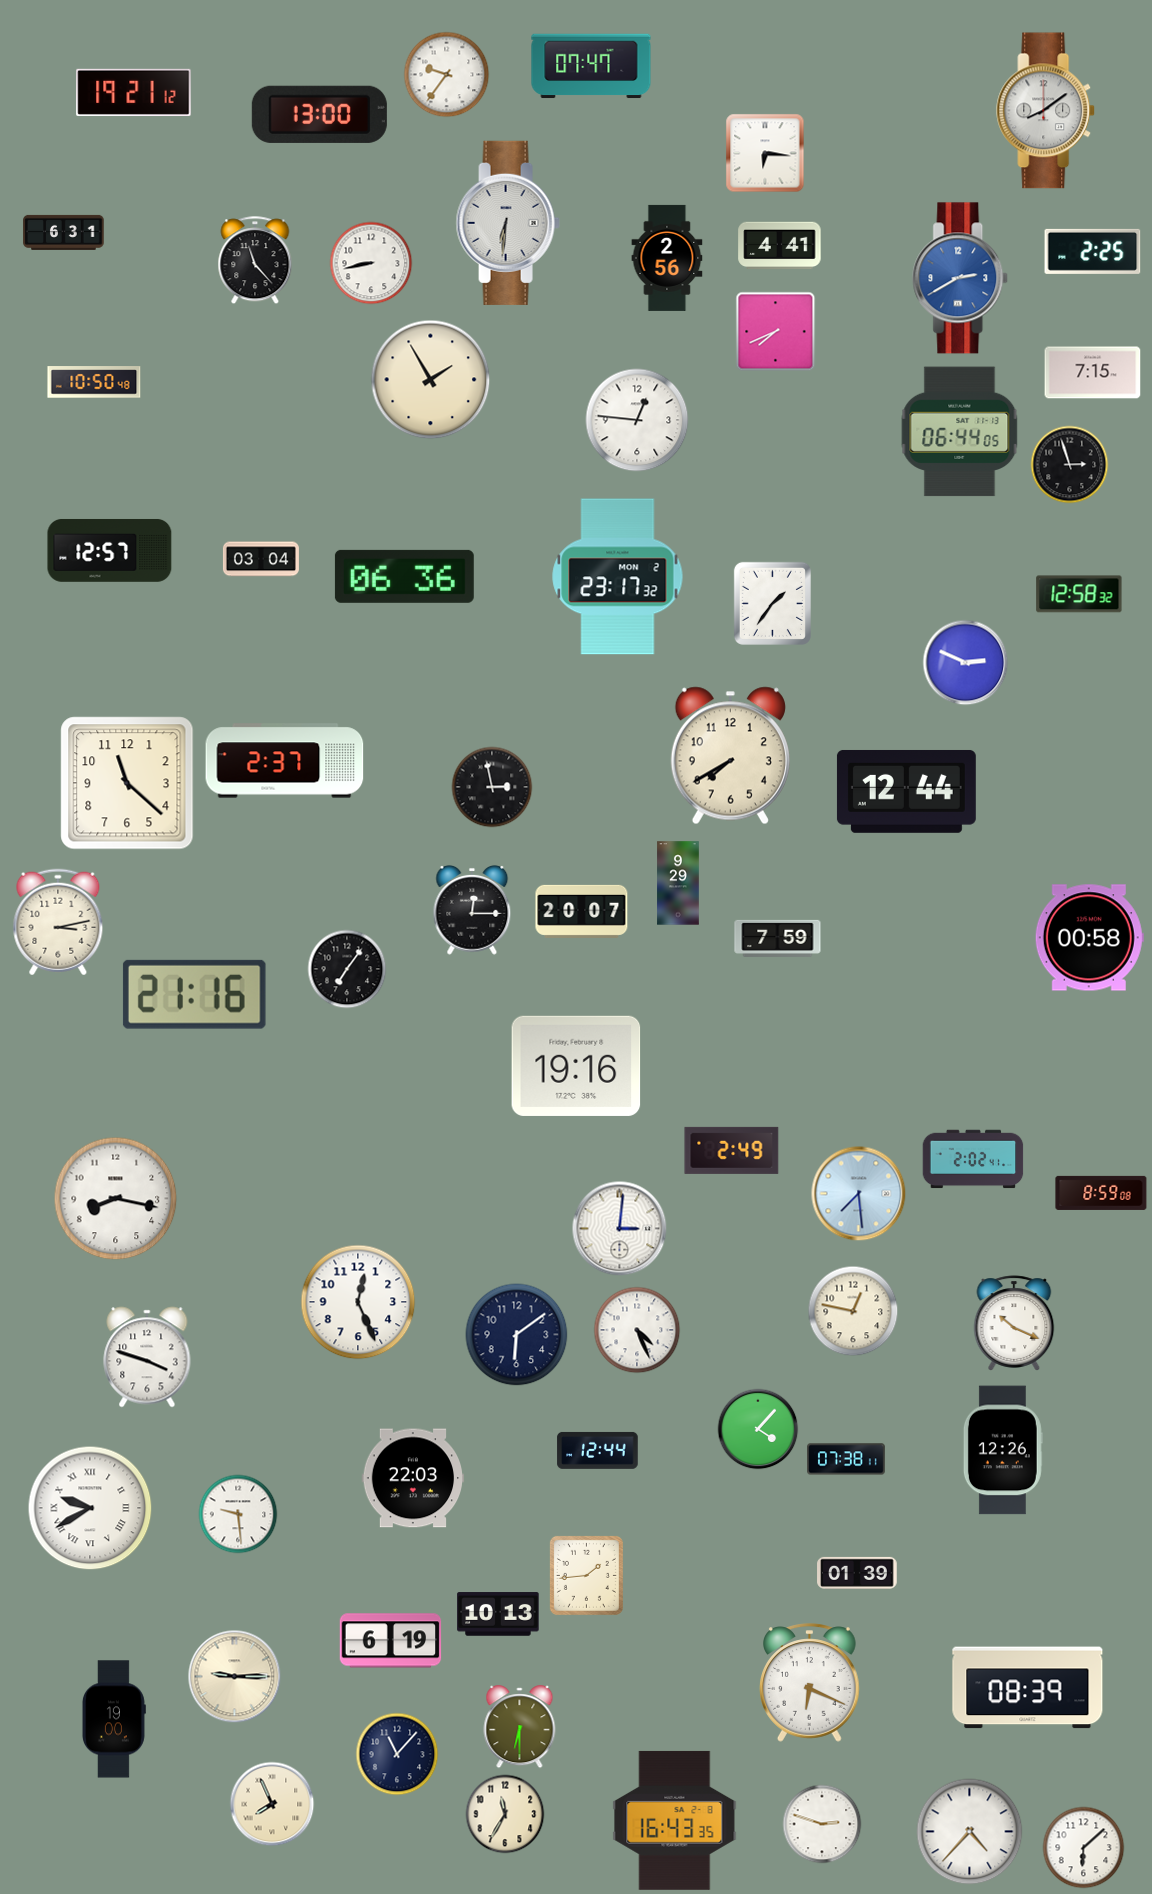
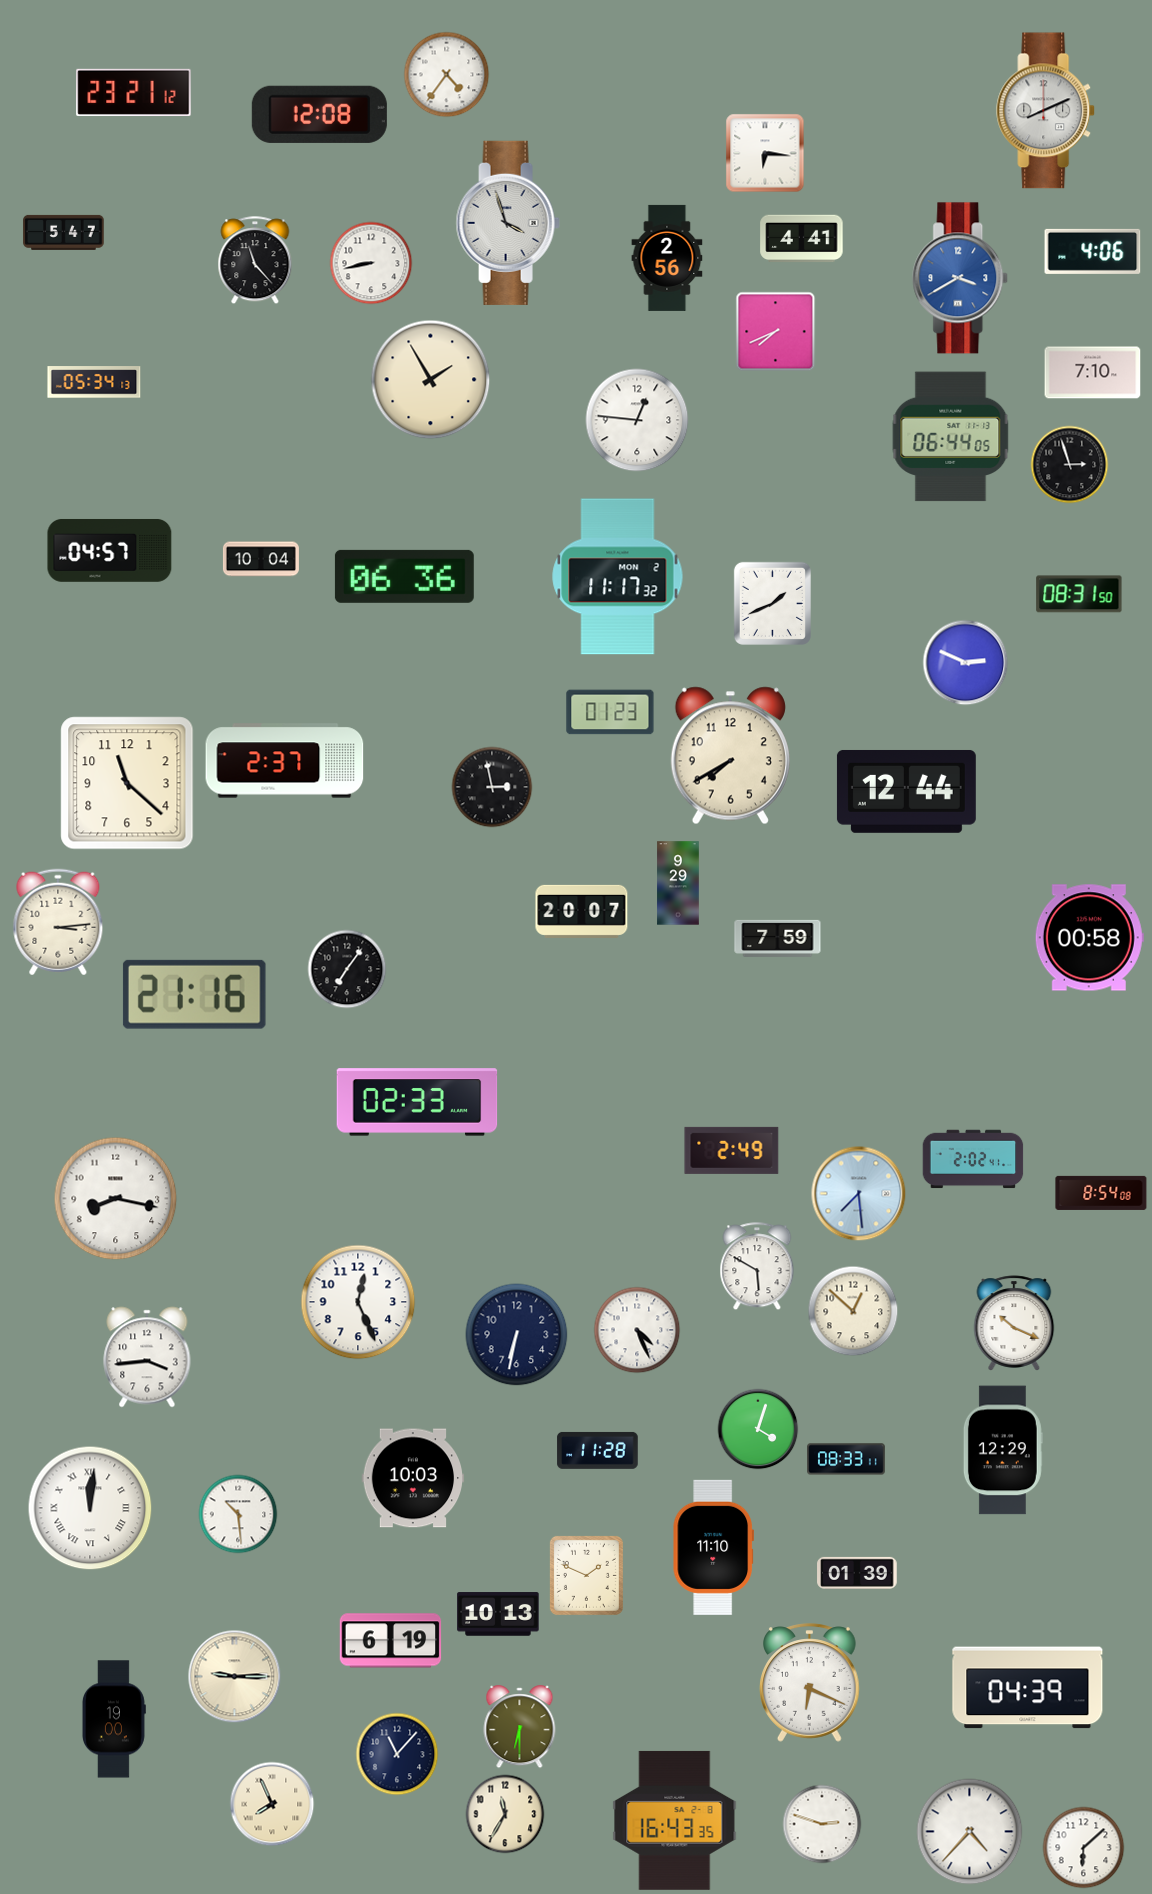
clock at (591, 66): 07:47 -> none
clock at (447, 75): 9:36 -> 4:36
clock at (134, 92): 19:21 -> 23:21
clock at (1046, 111): 8:09 -> 8:11
clock at (319, 114): 13:00 -> 12:08
clock at (508, 223): 6:31 -> 3:57
clock at (64, 232): 6:31 -> 5:47
clock at (780, 246) position: (780, 246) -> (802, 239)
clock at (1093, 251): 2:25 -> 4:06
clock at (961, 278): 2:40 -> 3:40
clock at (1093, 373): 7:15 -> 7:10
clock at (94, 382): 10:50 -> 05:34
clock at (960, 432) position: (960, 432) -> (951, 437)
clock at (110, 550): 12:57 -> 04:57
clock at (261, 559): 03:04 -> 10:04
clock at (618, 577): 23:17 -> 11:17
clock at (1079, 594): 12:58 -> 08:31
clock at (772, 603): 1:36 -> 1:41
clock at (610, 712): none -> 01:23
clock at (472, 910): 12:15 -> none
clock at (58, 922): 3:13 -> 3:14
clock at (576, 1066): 19:16 -> none
clock at (417, 1102): none -> 02:33
clock at (1101, 1193): 8:59 -> 8:54
clock at (620, 1229): 3:01 -> none
clock at (757, 1267): none -> 5:50
clock at (853, 1311): 12:47 -> 12:52
clock at (517, 1335): 6:09 -> 6:32
clock at (147, 1357): 3:48 -> 3:44
clock at (758, 1429): 4:07 -> 4:03
clock at (598, 1450): 12:44 -> 11:28
clock at (1003, 1450): 12:26 -> 12:29
clock at (847, 1459): 07:38 -> 08:33
clock at (413, 1478): 22:03 -> 10:03
clock at (90, 1508): 9:40 -> 12:01
clock at (238, 1514): 9:29 -> 10:29
clock at (713, 1547): none -> 11:10
clock at (586, 1575): 1:44 -> 1:49
clock at (1028, 1688): 08:39 -> 04:39
